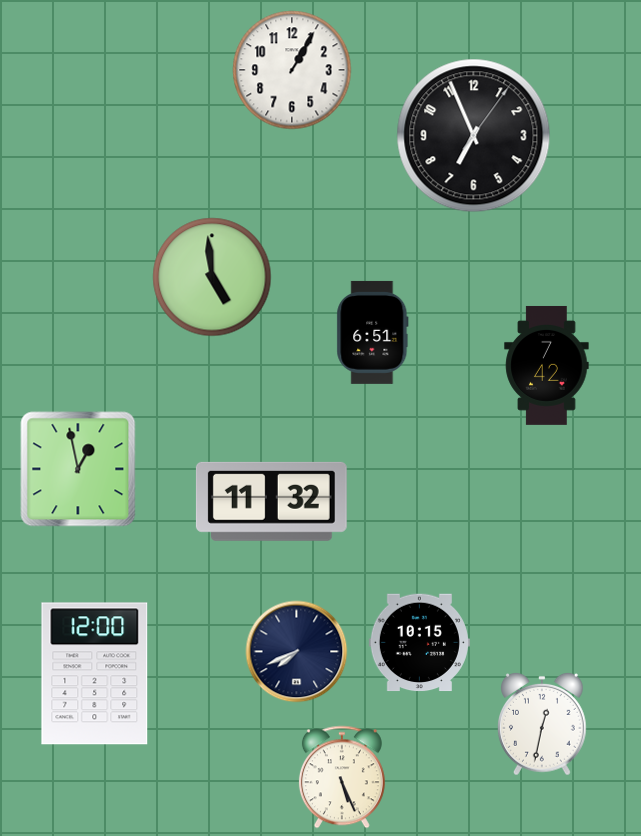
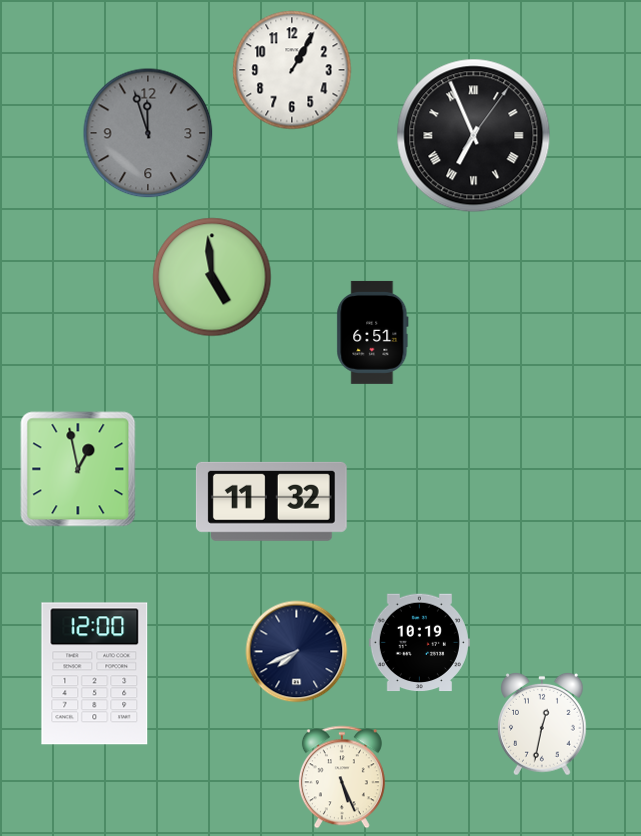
clock at (148, 133): none -> 11:57
clock at (474, 136) numerals: Arabic -> Roman
clock at (547, 365): 7:42 -> none
clock at (419, 643): 10:15 -> 10:19
